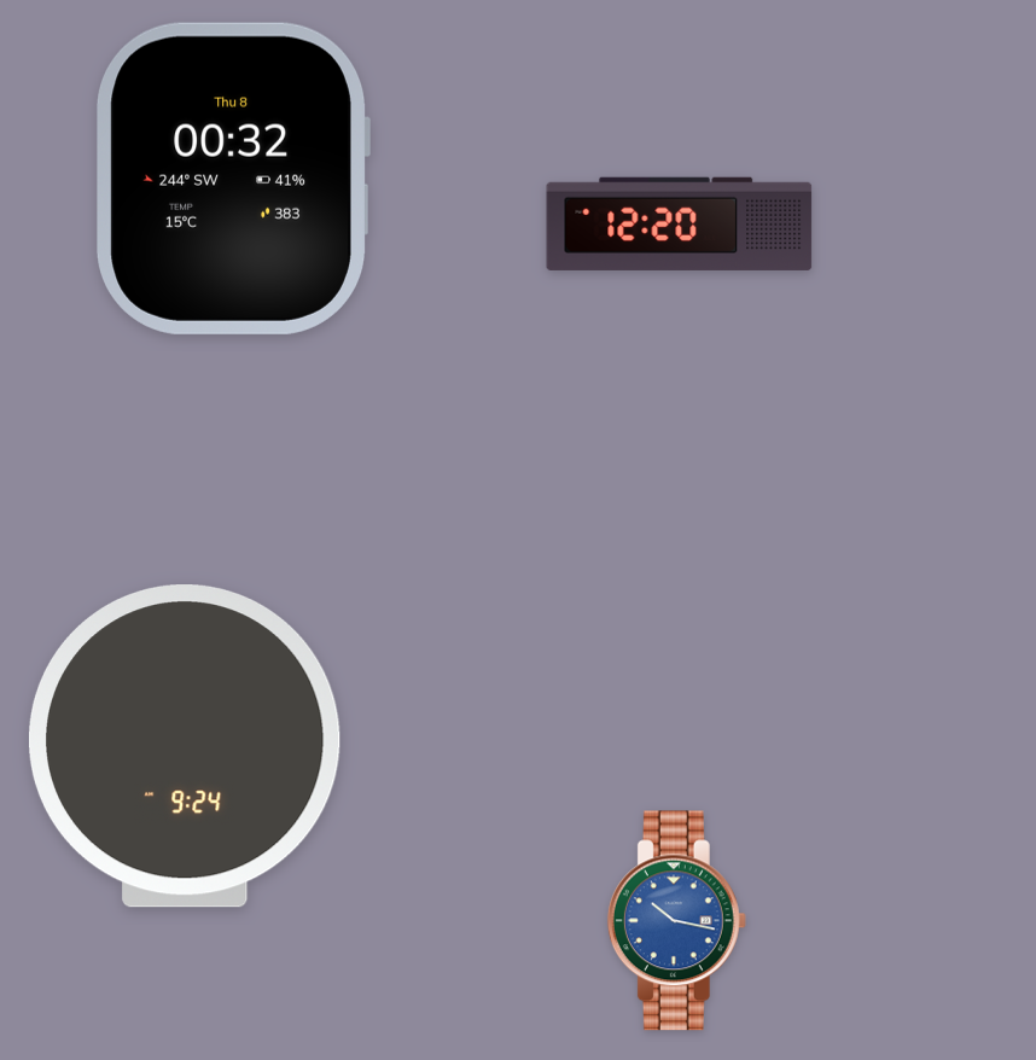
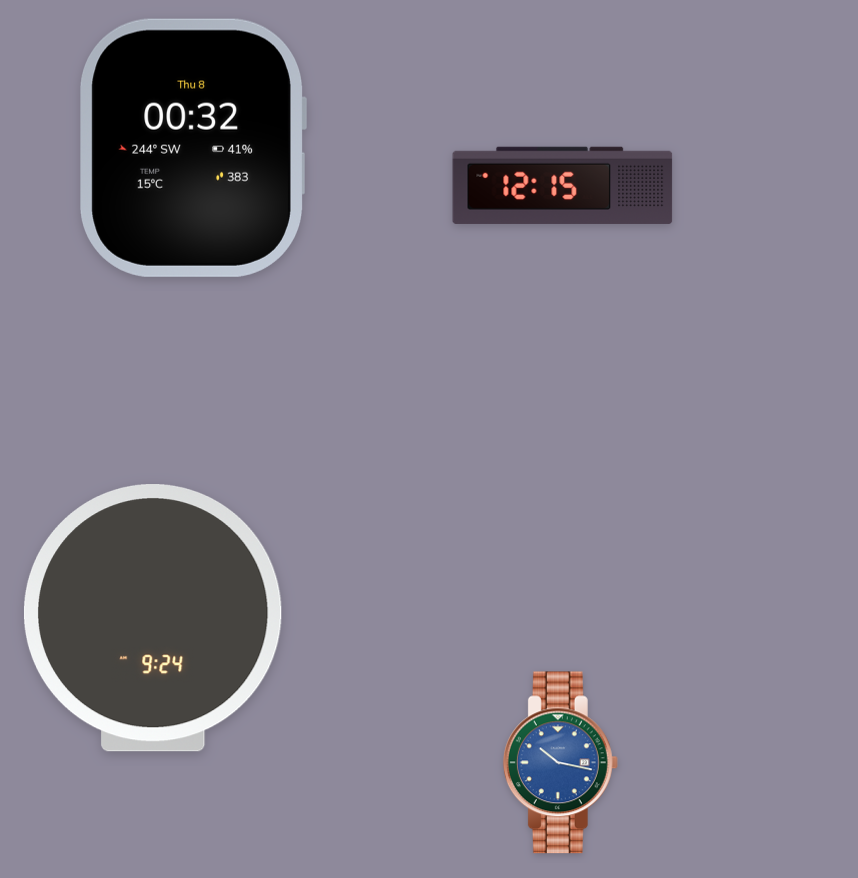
clock at (680, 223): 12:20 -> 12:15
